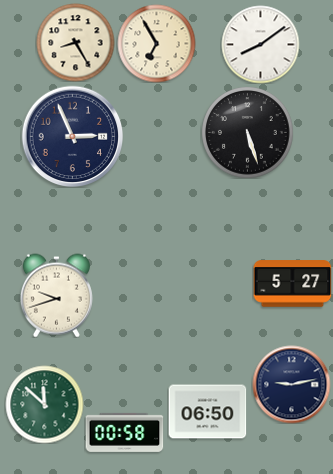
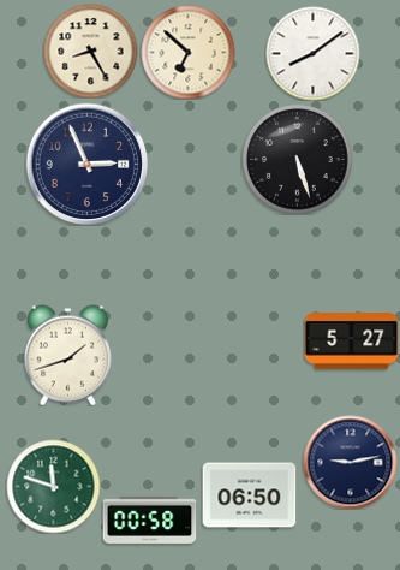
clock at (156, 43): 6:55 -> 6:52
clock at (56, 295): 9:42 -> 1:42
clock at (44, 404): 11:52 -> 11:48
